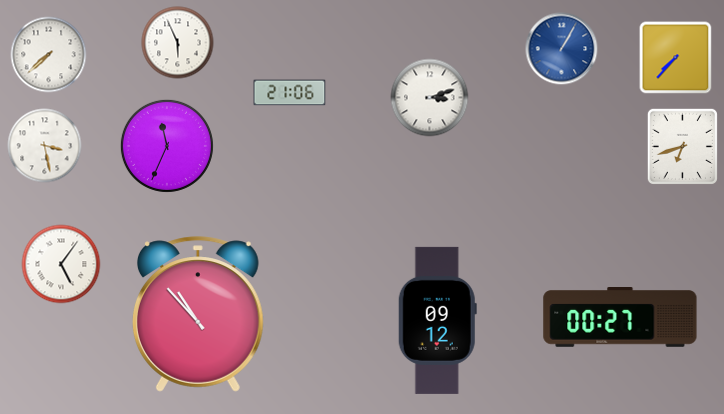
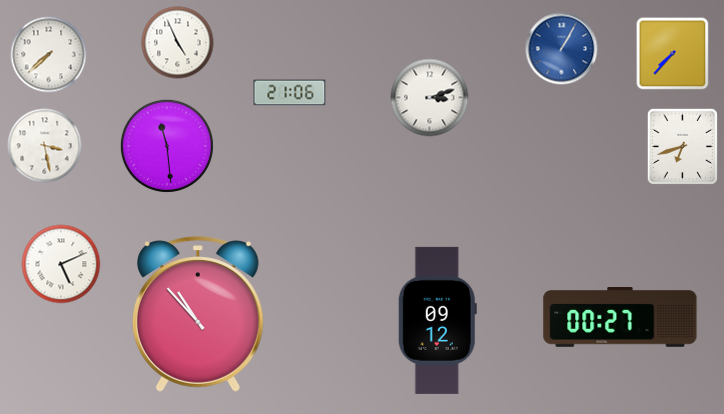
clock at (178, 43): 5:56 -> 4:56
clock at (676, 58) position: (676, 58) -> (673, 54)
clock at (167, 146): 11:34 -> 11:29
clock at (61, 264): 5:06 -> 5:11
